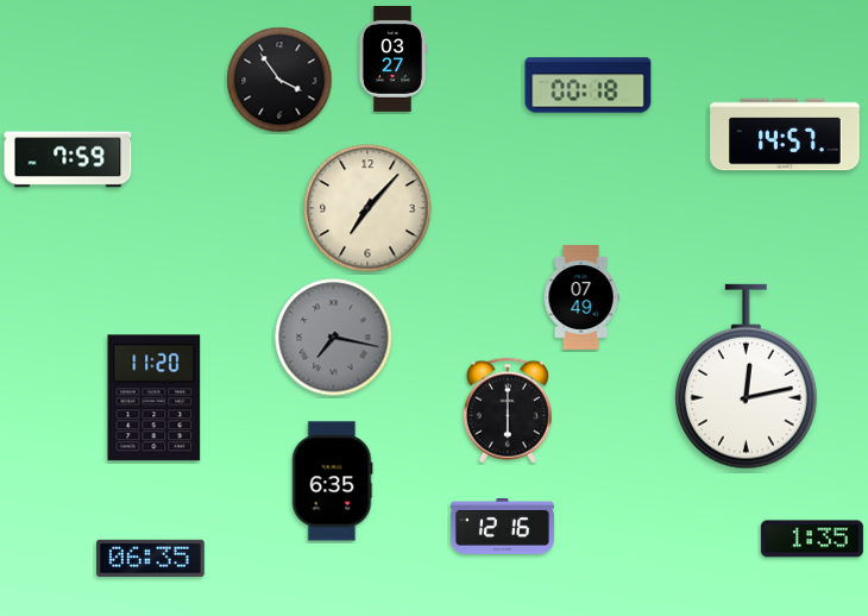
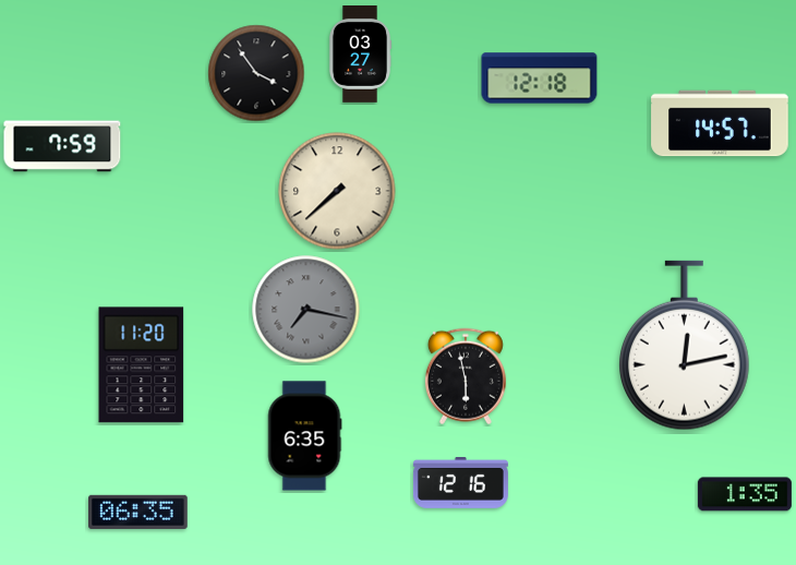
clock at (589, 86): 00:18 -> 12:18
clock at (367, 208): 7:07 -> 7:38
clock at (581, 297): 07:49 -> none
clock at (508, 410): 6:00 -> 5:58
clock at (332, 482) position: (332, 482) -> (304, 436)
